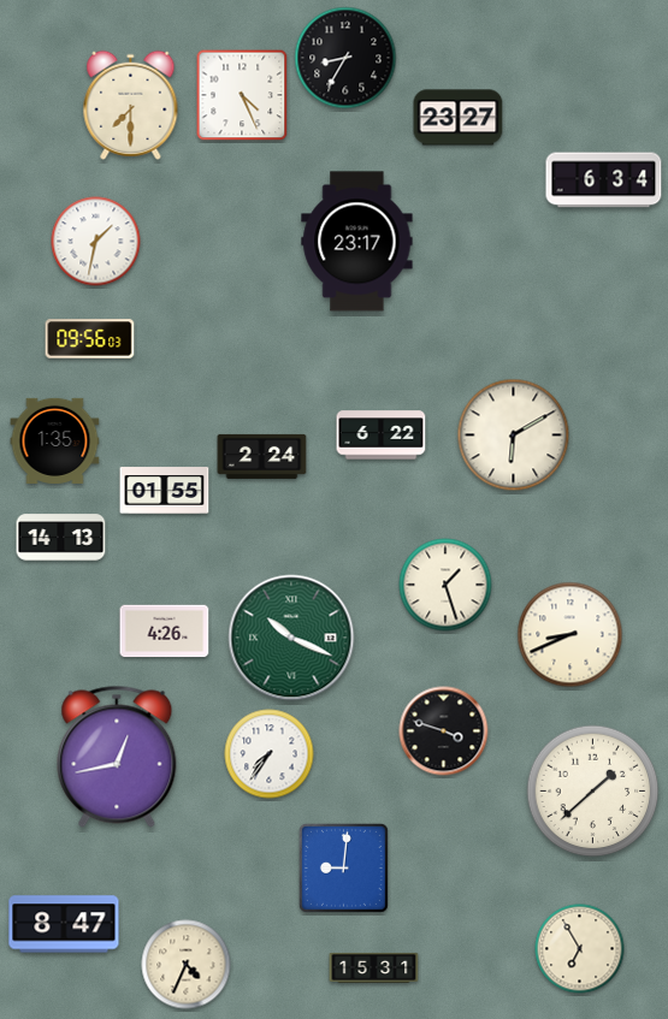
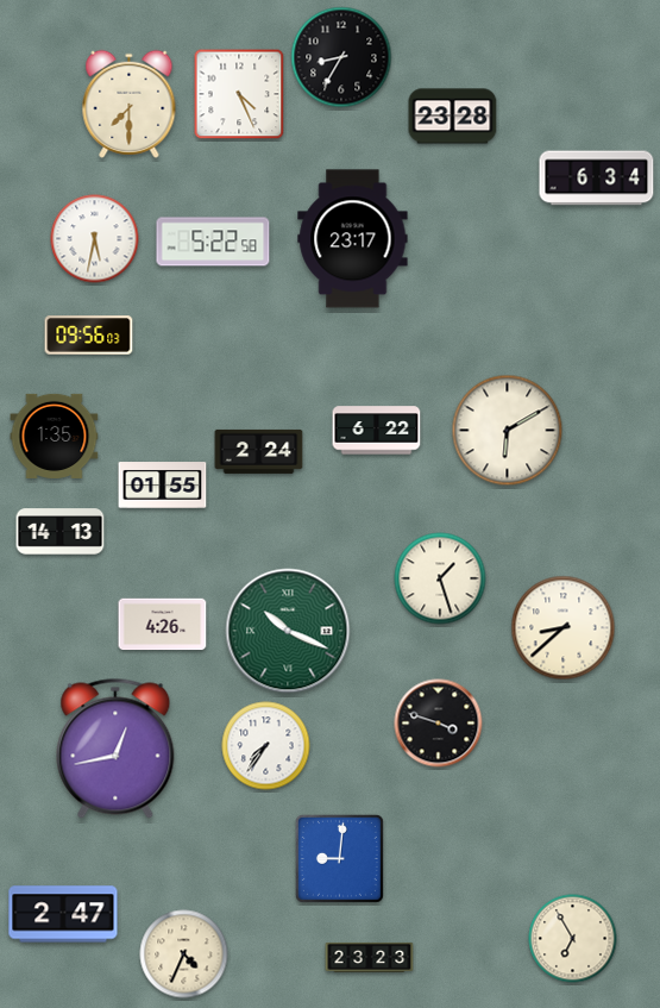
clock at (459, 118): 23:27 -> 23:28
clock at (96, 242): 1:32 -> 5:32
clock at (213, 242): none -> 5:22
clock at (571, 635): 8:41 -> 8:38
clock at (593, 792): 1:38 -> none
clock at (64, 924): 8:47 -> 2:47
clock at (374, 967): 15:31 -> 23:23
